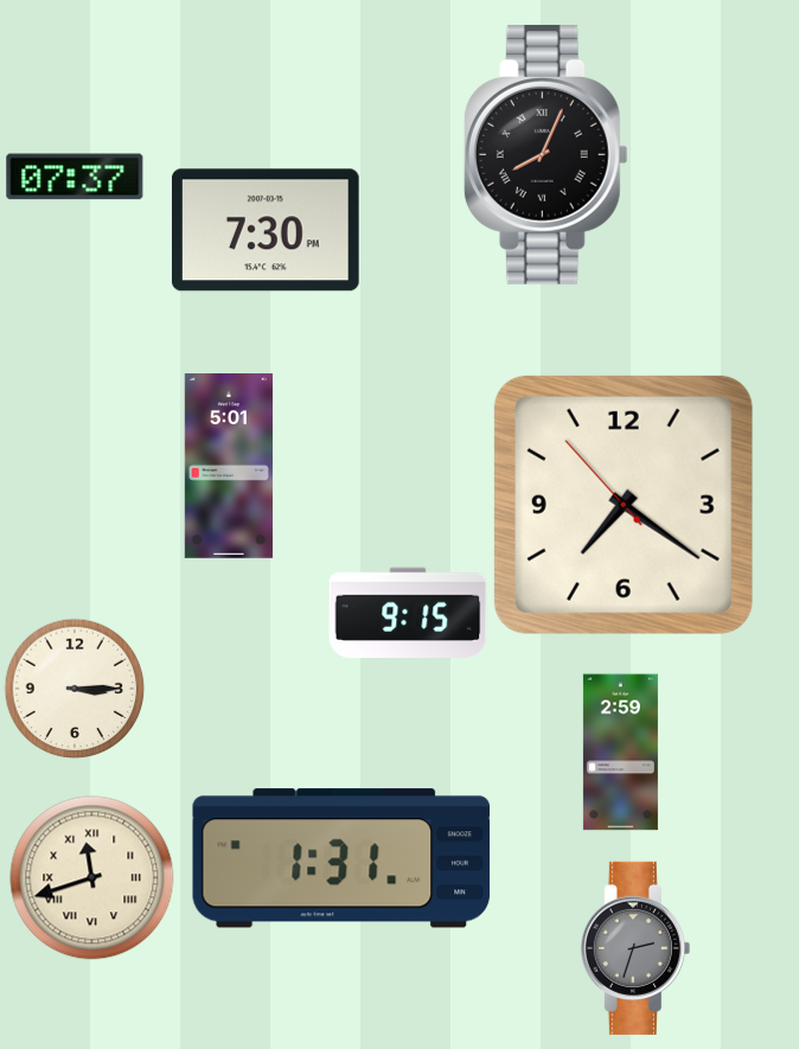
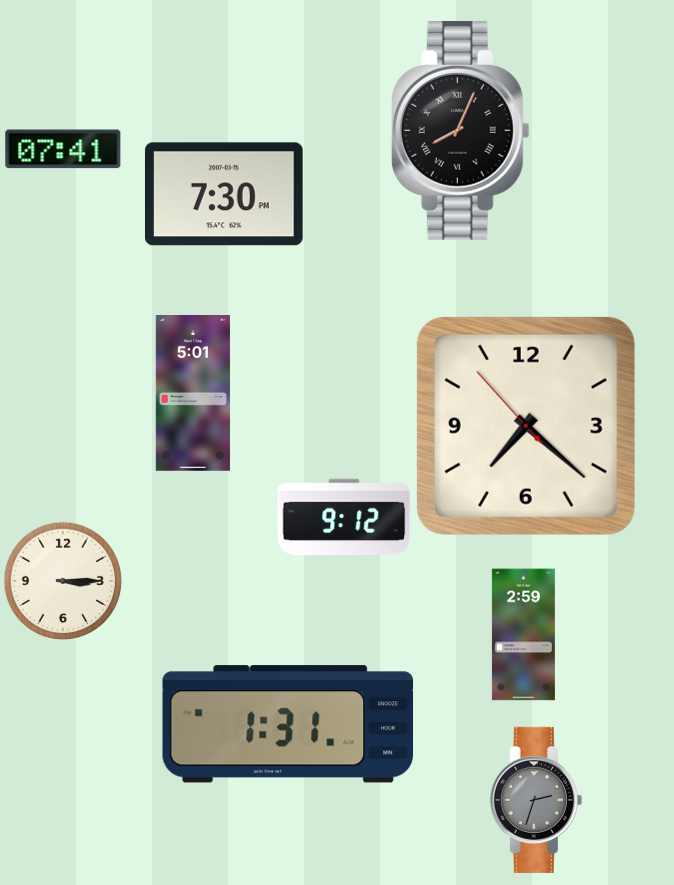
clock at (75, 177): 07:37 -> 07:41
clock at (624, 505): 7:20 -> 7:21
clock at (408, 613): 9:15 -> 9:12
clock at (92, 878): 11:42 -> none
